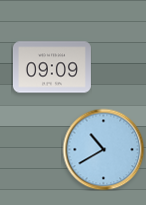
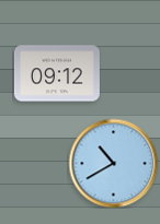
clock at (52, 67): 09:09 -> 09:12
